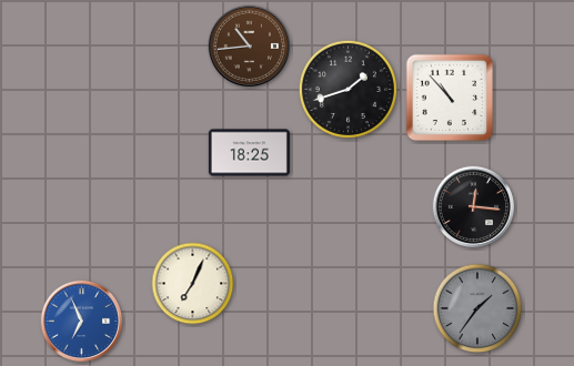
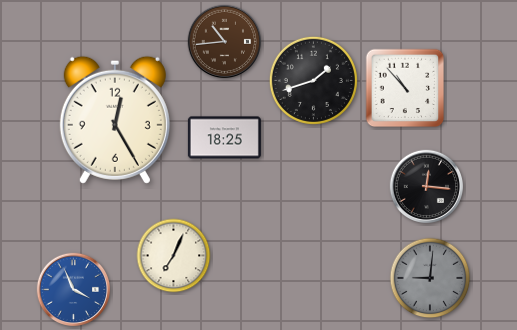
clock at (115, 120): none -> 12:25
clock at (477, 308): 1:36 -> 9:01
clock at (82, 322): 6:56 -> 3:56
